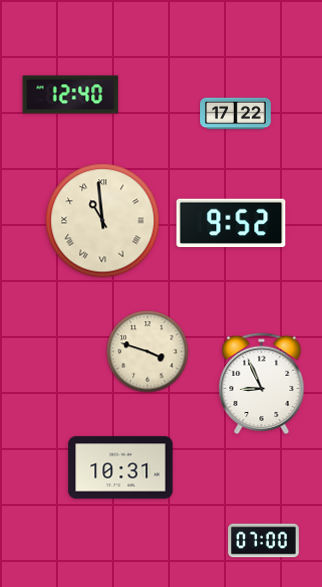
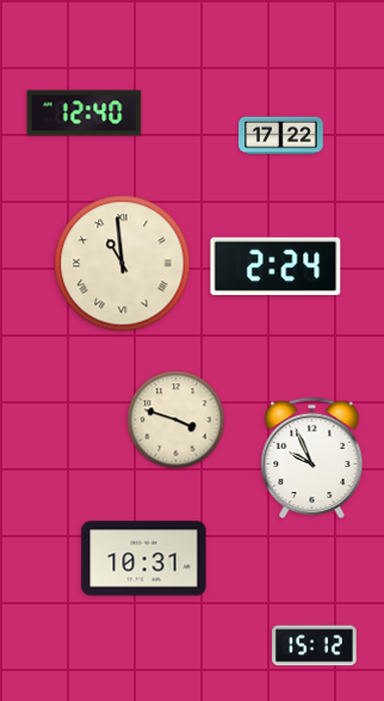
clock at (231, 223): 9:52 -> 2:24
clock at (262, 384): 8:56 -> 9:56
clock at (264, 541): 07:00 -> 15:12
